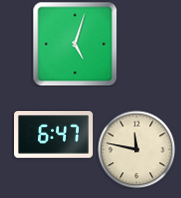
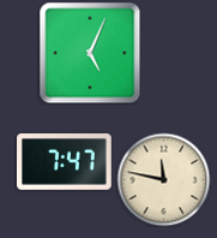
clock at (75, 44): 5:03 -> 5:04
clock at (54, 135): 6:47 -> 7:47
